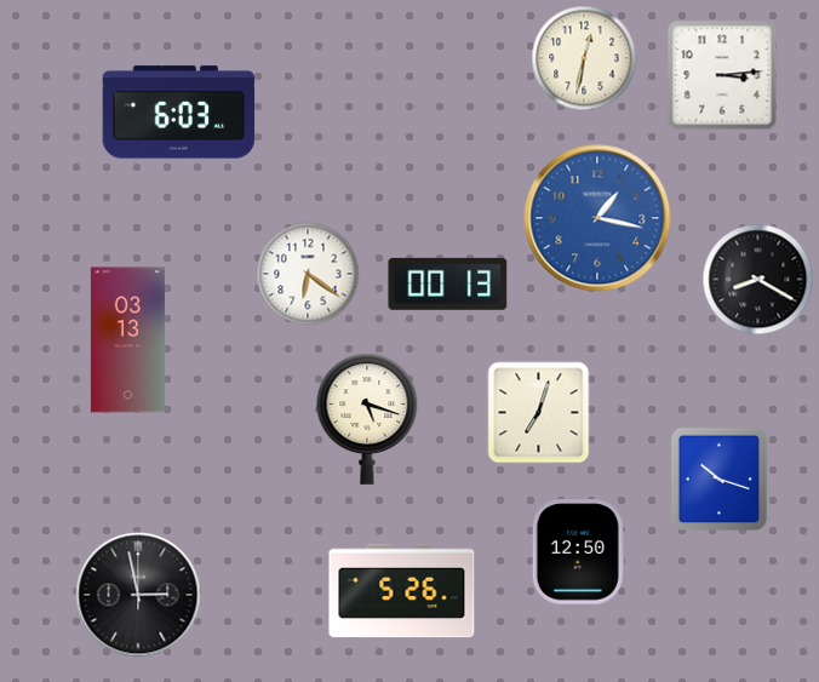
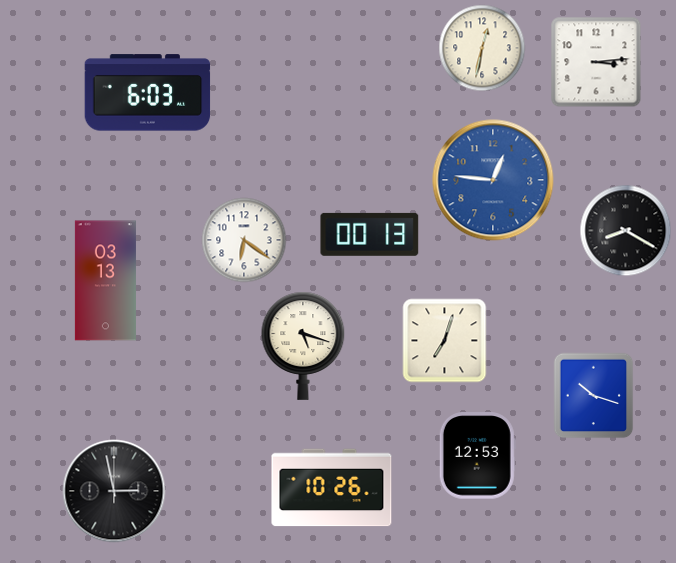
clock at (597, 218): 1:17 -> 12:46
clock at (308, 274) position: (308, 274) -> (244, 240)
clock at (578, 552): 12:50 -> 12:53
clock at (402, 591): 5:26 -> 10:26
